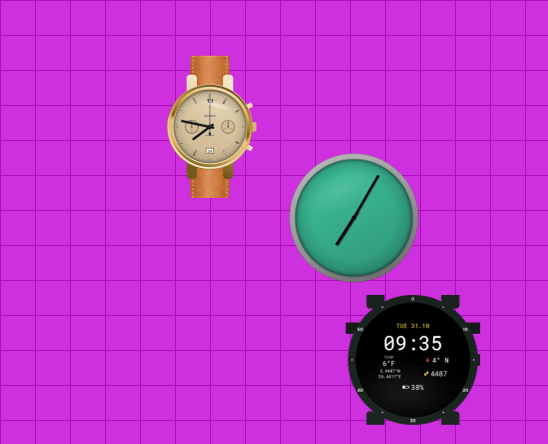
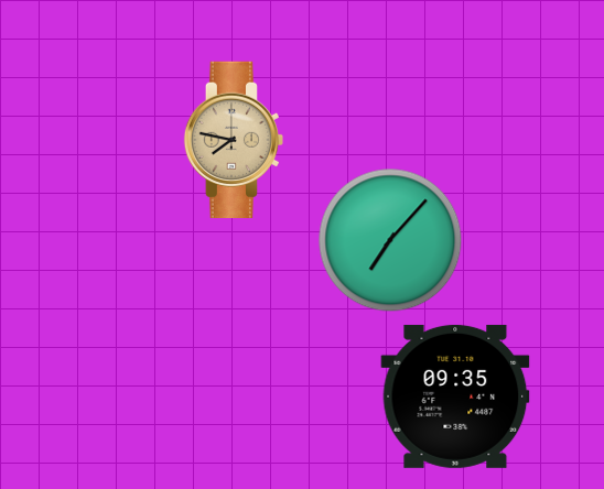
clock at (354, 218): 7:05 -> 7:07
